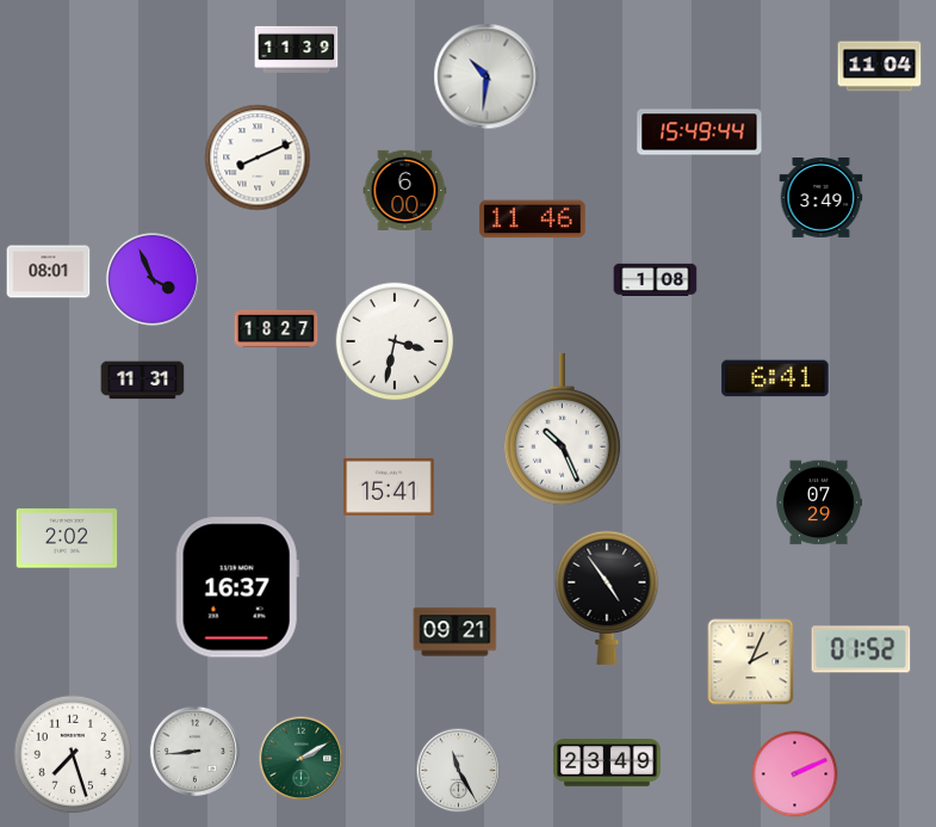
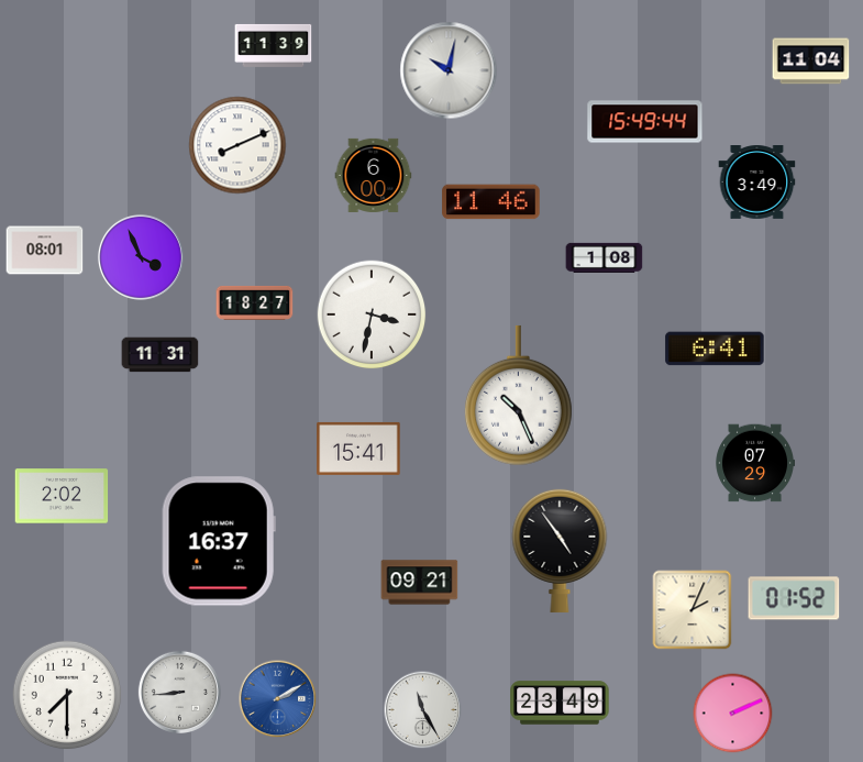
clock at (486, 76): 10:31 -> 10:02
clock at (395, 341) position: (395, 341) -> (372, 314)
clock at (143, 381) position: (143, 381) -> (161, 355)
clock at (73, 754): 7:27 -> 7:30
clock at (302, 759) dial: green -> blue
